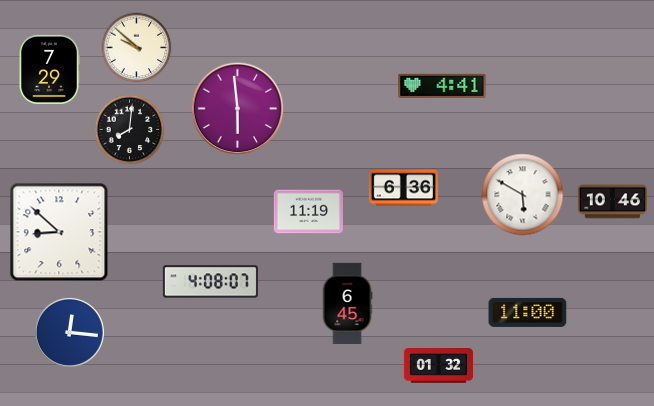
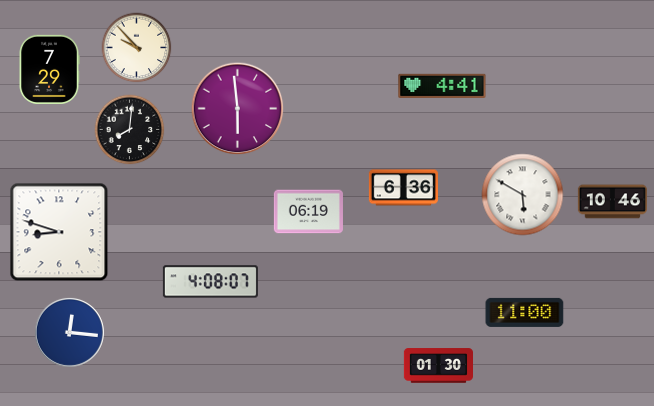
clock at (137, 48): 9:52 -> 9:53
clock at (308, 212): 11:19 -> 06:19
clock at (59, 232): 8:52 -> 8:48
clock at (347, 304): 6:45 -> none
clock at (528, 312) position: (528, 312) -> (525, 312)
clock at (438, 366): 01:32 -> 01:30
